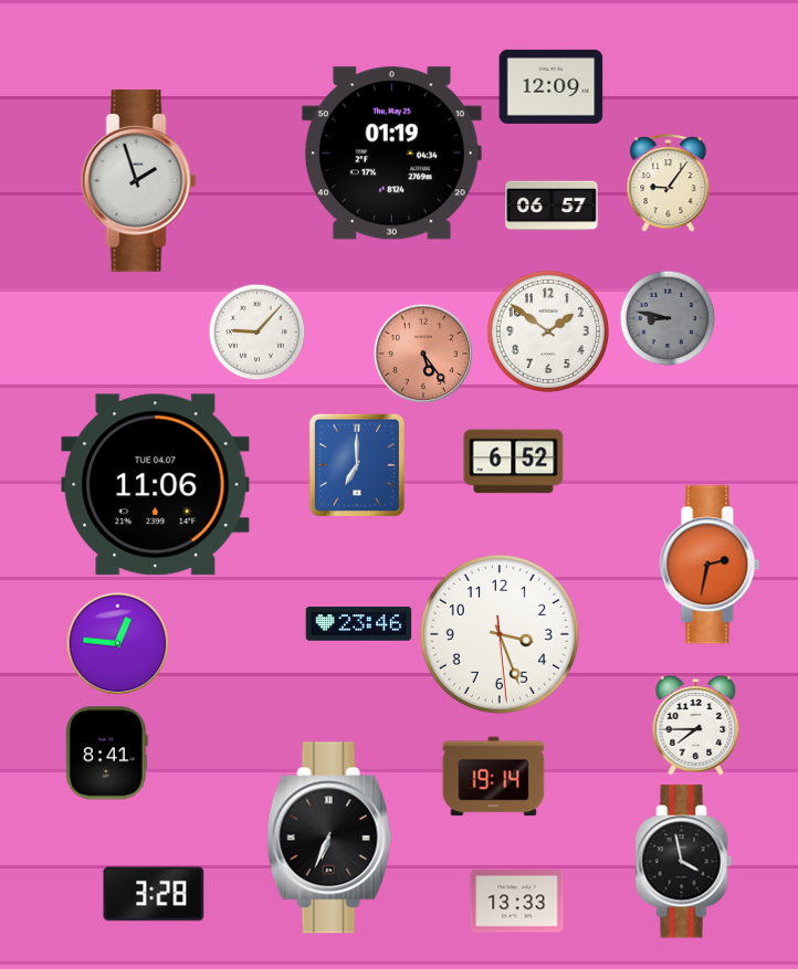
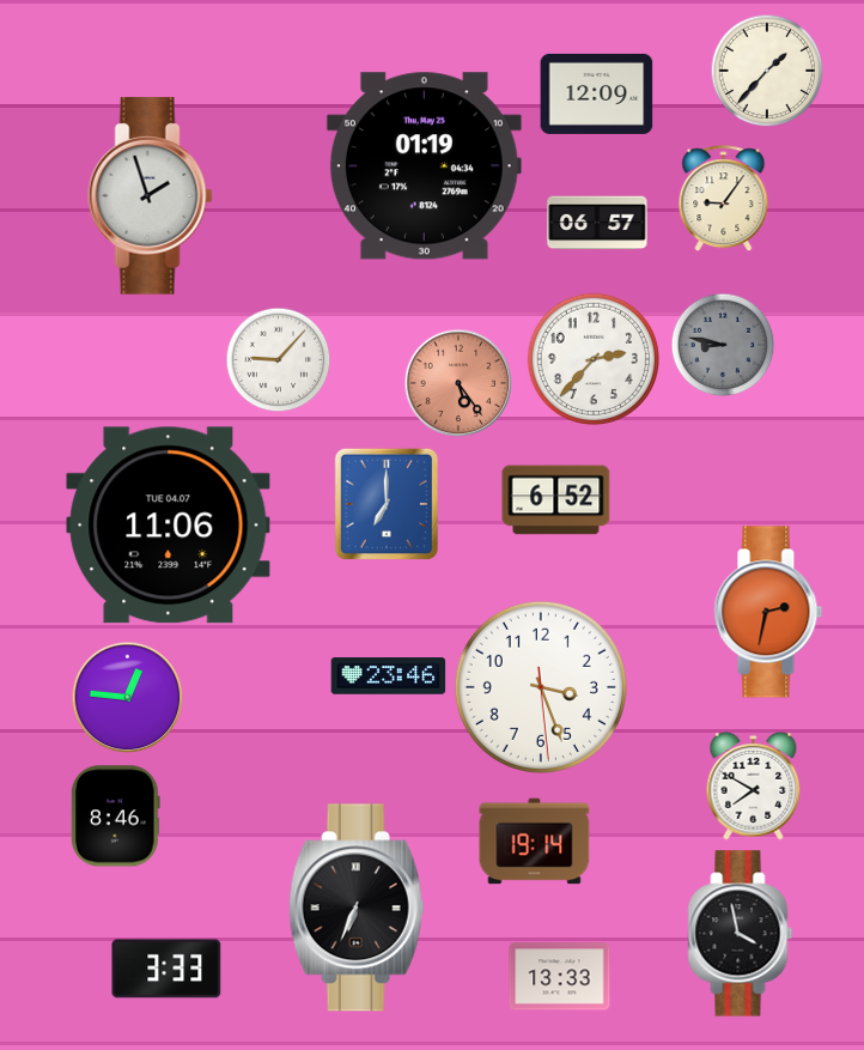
clock at (767, 71): none -> 1:37
clock at (547, 330): 1:51 -> 2:37
clock at (696, 725): 7:45 -> 7:50
clock at (106, 754): 8:41 -> 8:46
clock at (154, 894): 3:28 -> 3:33
